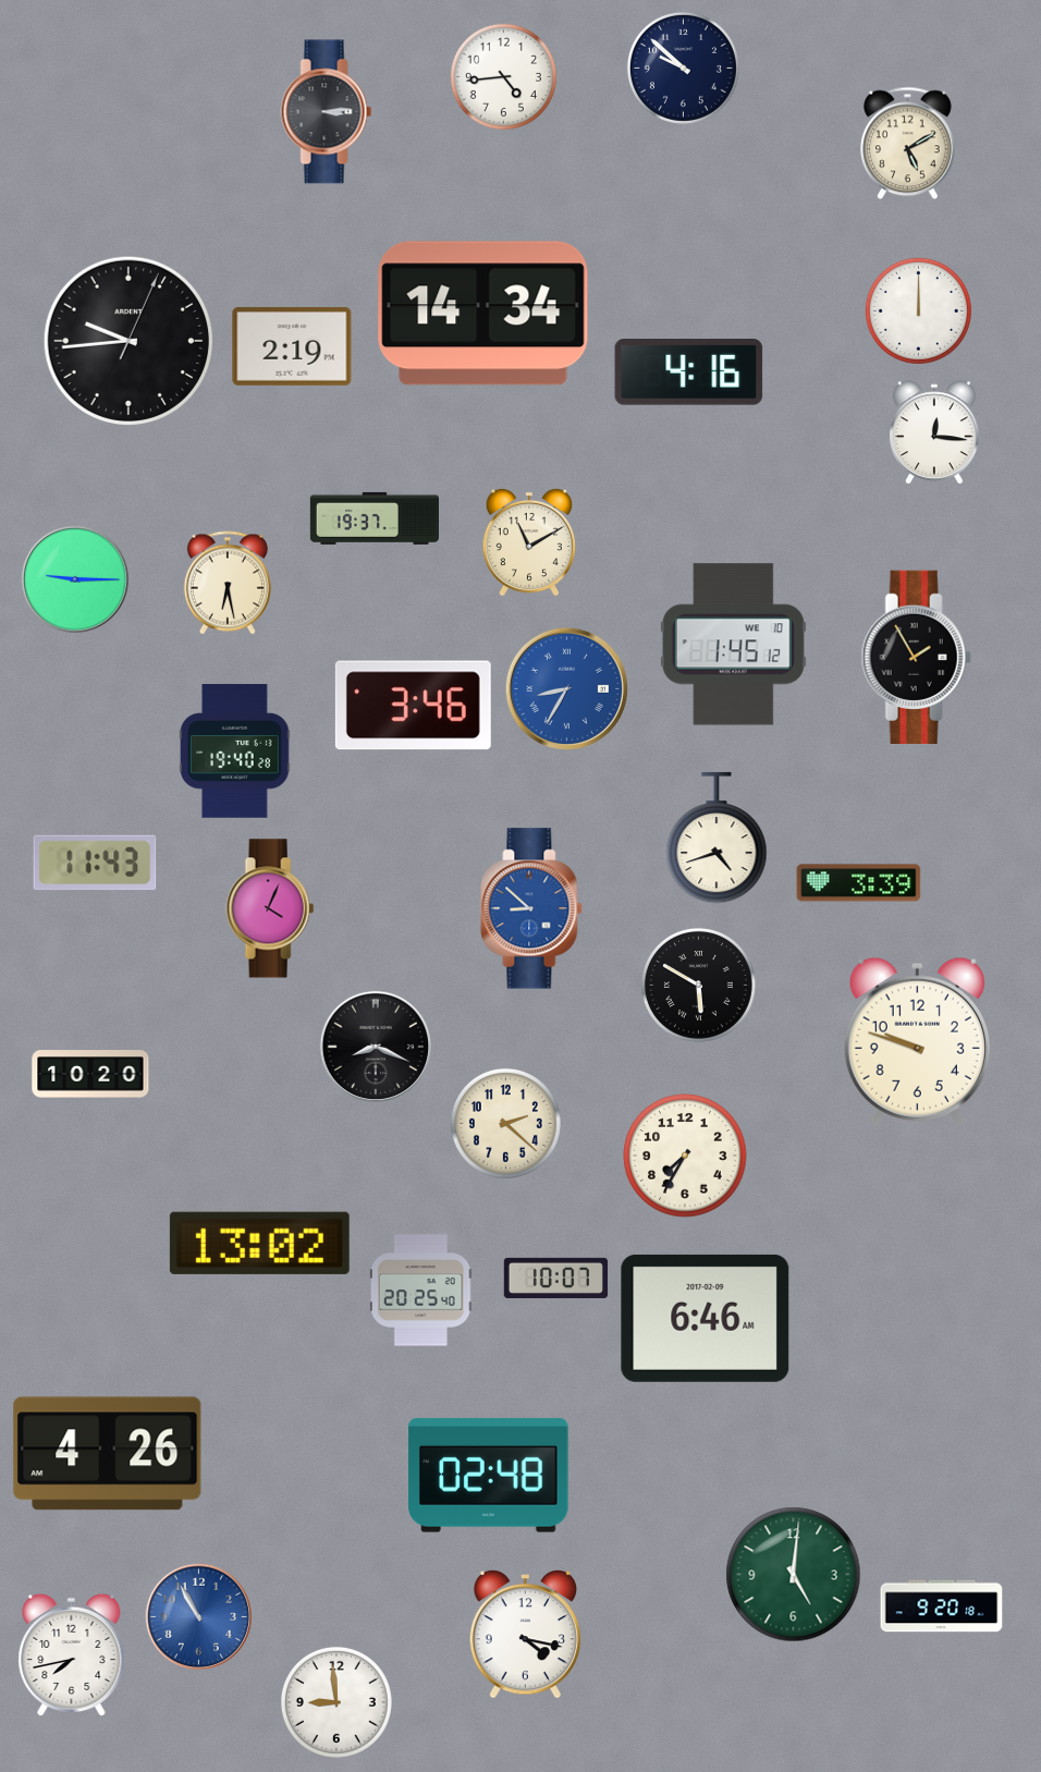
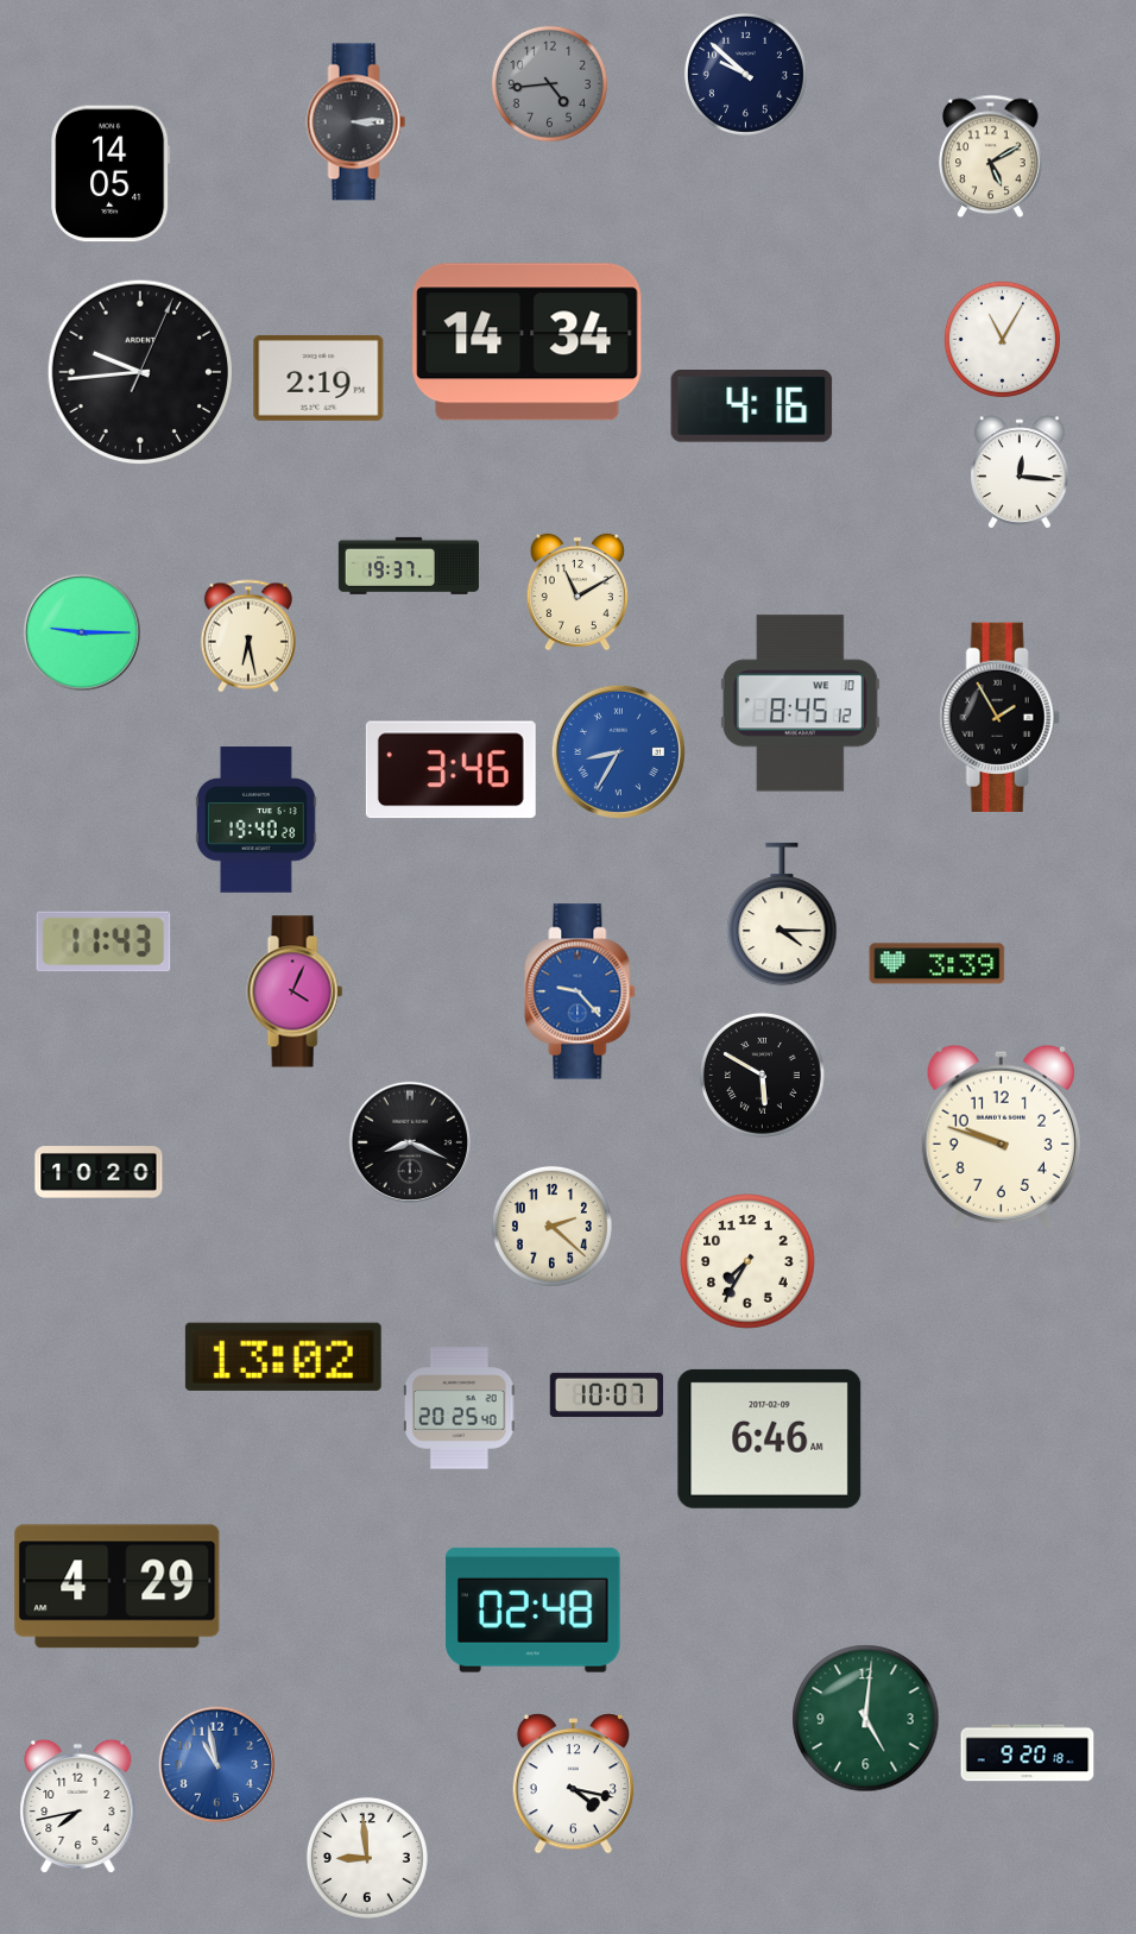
clock at (503, 76) dial: white -> grey
clock at (111, 174): none -> 14:05
clock at (918, 310): 12:00 -> 11:05
clock at (733, 645): 1:45 -> 8:45
clock at (717, 838): 4:42 -> 4:15
clock at (531, 908): 8:52 -> 9:23
clock at (108, 1454): 4:26 -> 4:29
clock at (199, 1617): 10:55 -> 10:58
